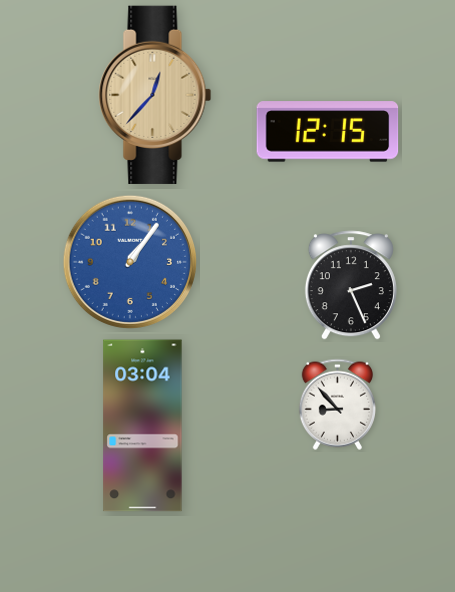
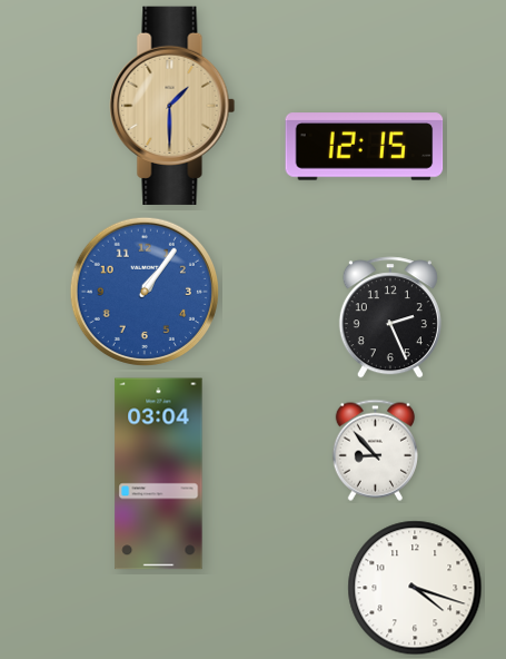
clock at (155, 95): 12:37 -> 1:30
clock at (415, 588): none -> 4:18
